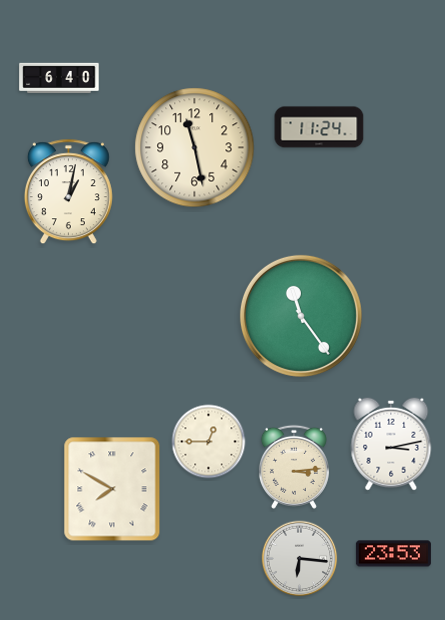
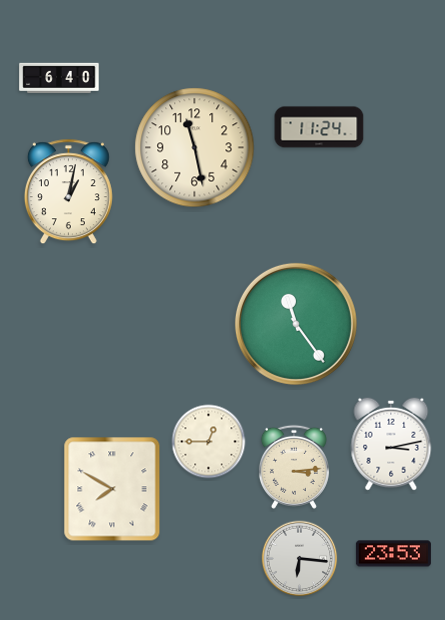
clock at (301, 316) position: (301, 316) -> (296, 324)
